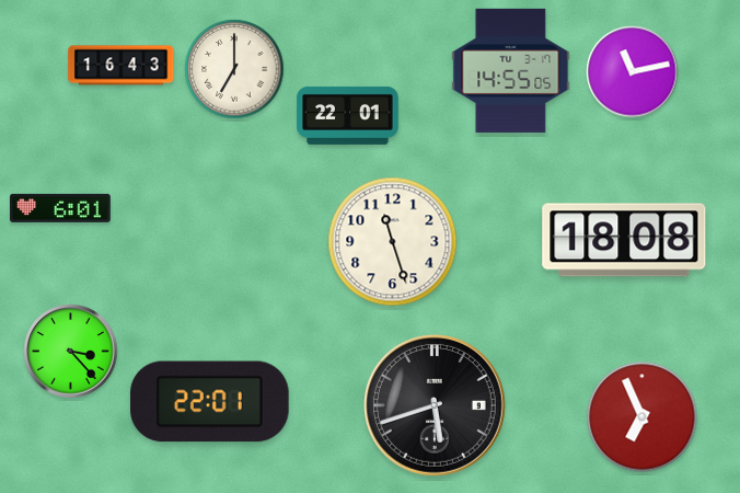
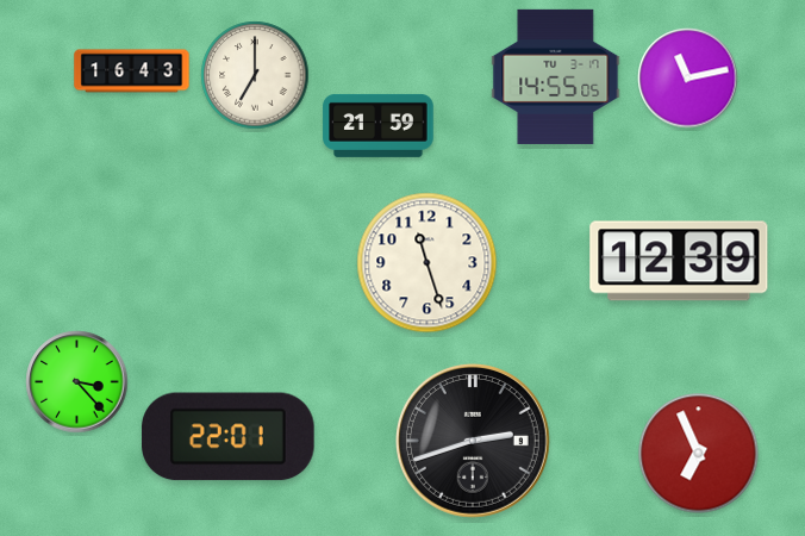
clock at (348, 115): 22:01 -> 21:59
clock at (61, 208): 6:01 -> none
clock at (624, 240): 18:08 -> 12:39
clock at (435, 405): 5:42 -> 2:42
